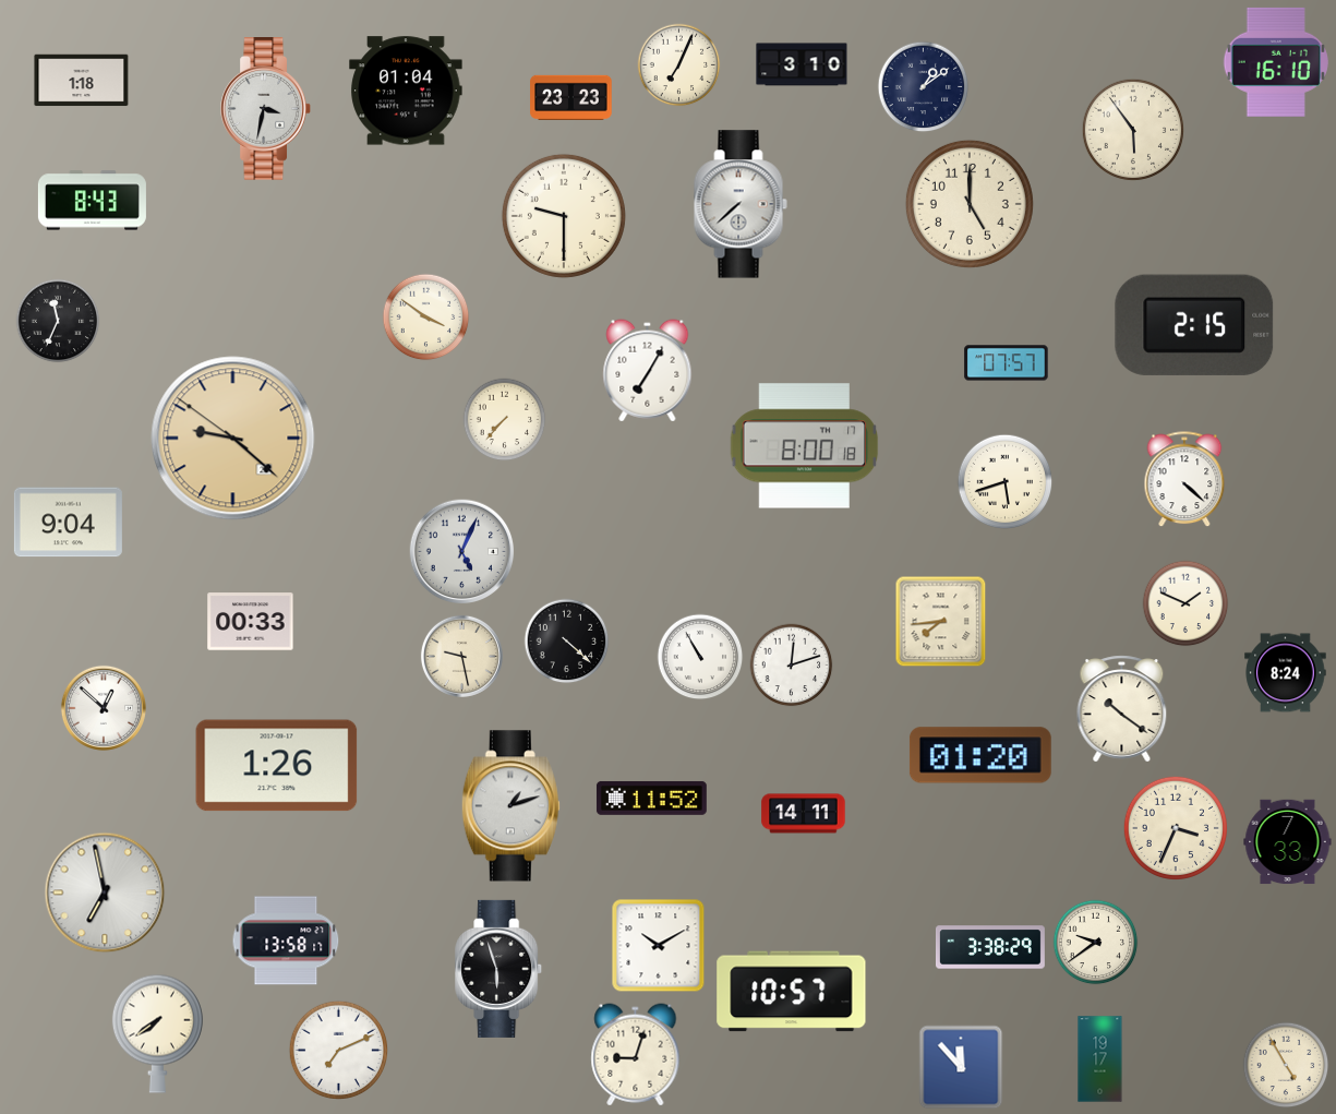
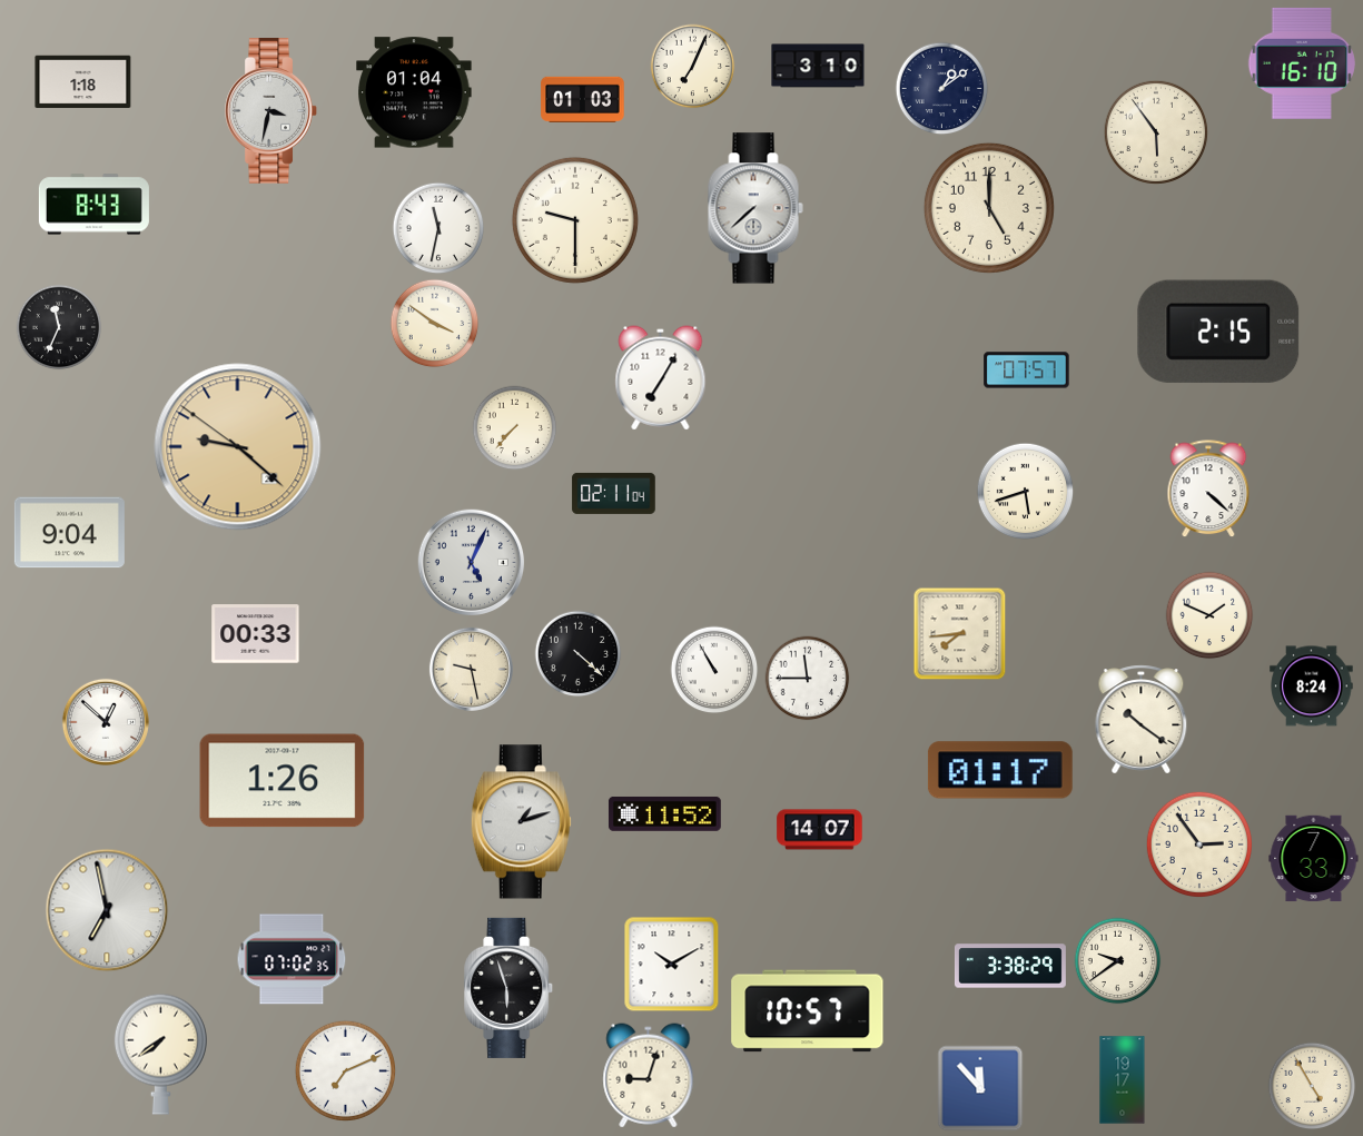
clock at (571, 97): 23:23 -> 01:03
clock at (438, 228): none -> 11:32
clock at (805, 446): 8:00 -> none
clock at (614, 493): none -> 02:11
clock at (792, 666): 12:12 -> 11:45
clock at (1122, 709) position: (1122, 709) -> (1142, 720)
clock at (980, 755): 01:20 -> 01:17
clock at (804, 814): 14:11 -> 14:07
clock at (1175, 827): 3:34 -> 2:54
clock at (286, 941): 13:58 -> 07:02
